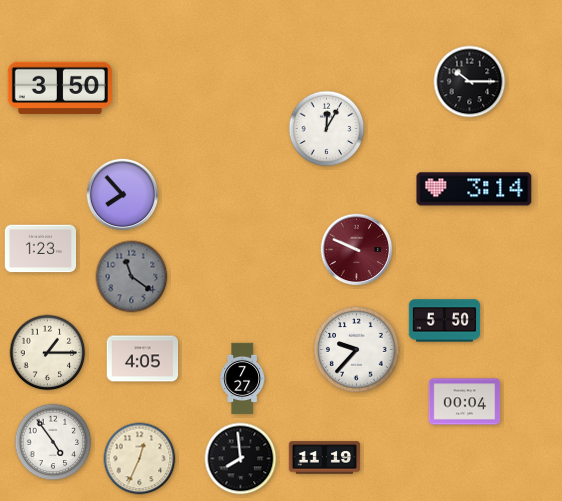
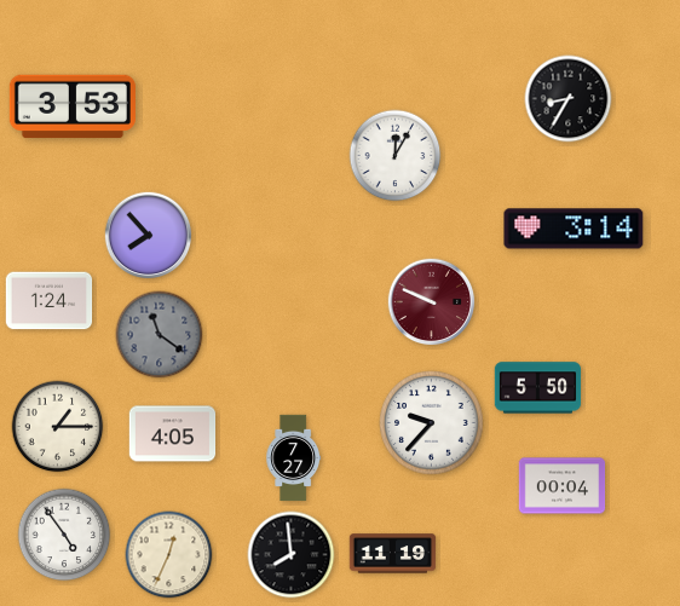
clock at (470, 82): 10:15 -> 8:35
clock at (60, 88): 3:50 -> 3:53
clock at (41, 249): 1:23 -> 1:24
